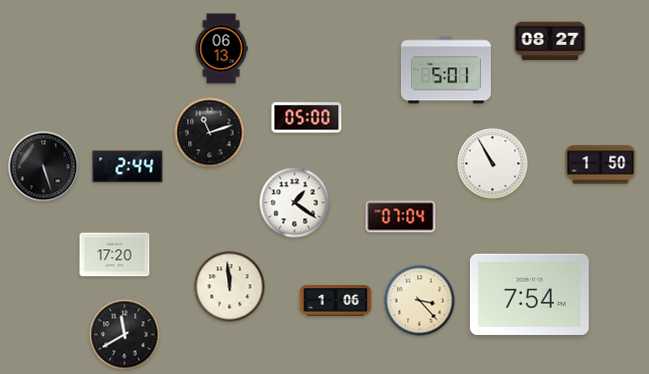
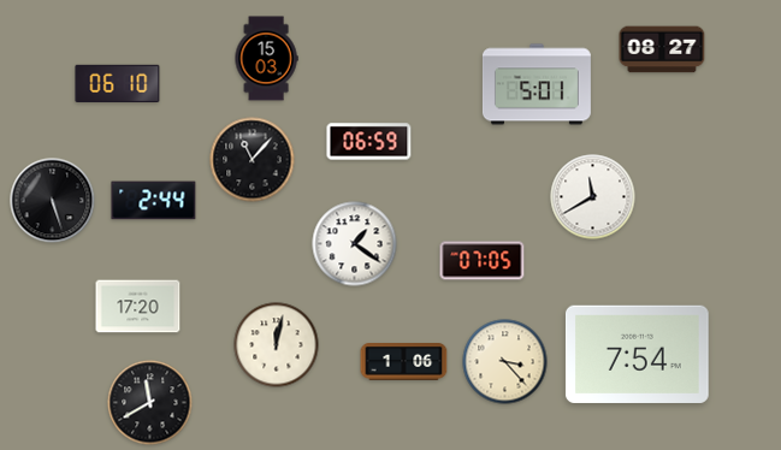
clock at (221, 49): 06:13 -> 15:03
clock at (118, 83): none -> 06:10
clock at (307, 118): 05:00 -> 06:59
clock at (210, 133): 11:12 -> 11:07
clock at (493, 164): 10:55 -> 11:40
clock at (601, 165): 1:50 -> none
clock at (401, 217): 07:04 -> 07:05
clock at (230, 287): 11:59 -> 12:02
